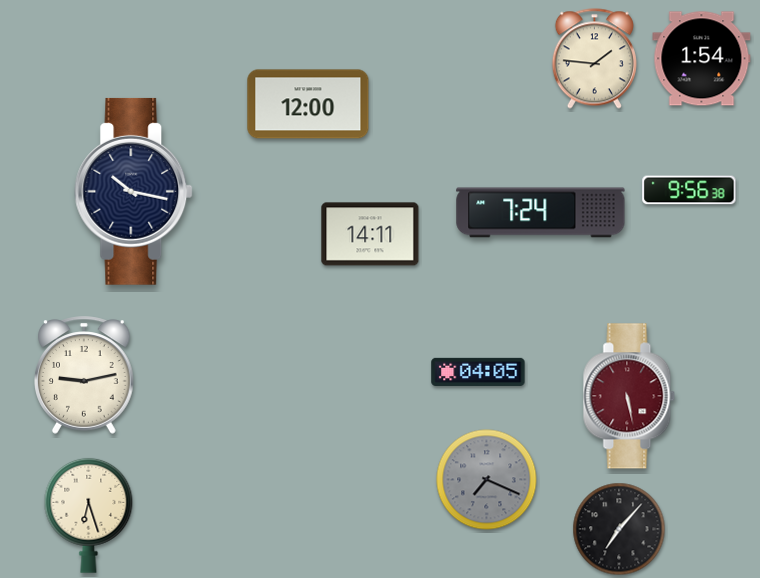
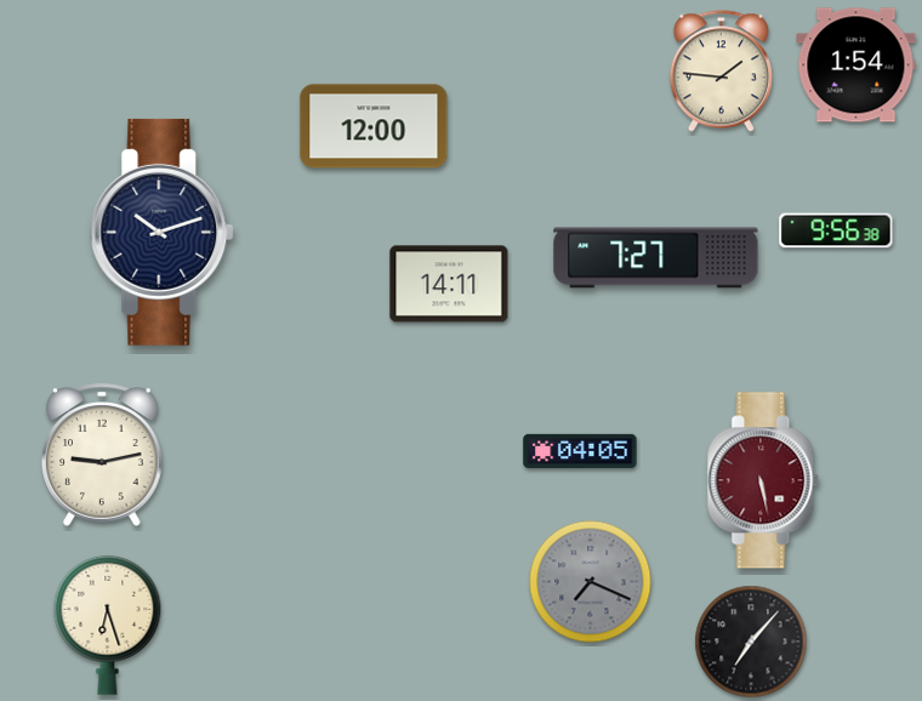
clock at (702, 59) position: (702, 59) -> (856, 65)
clock at (134, 191): 10:17 -> 10:12
clock at (541, 213): 7:24 -> 7:27
